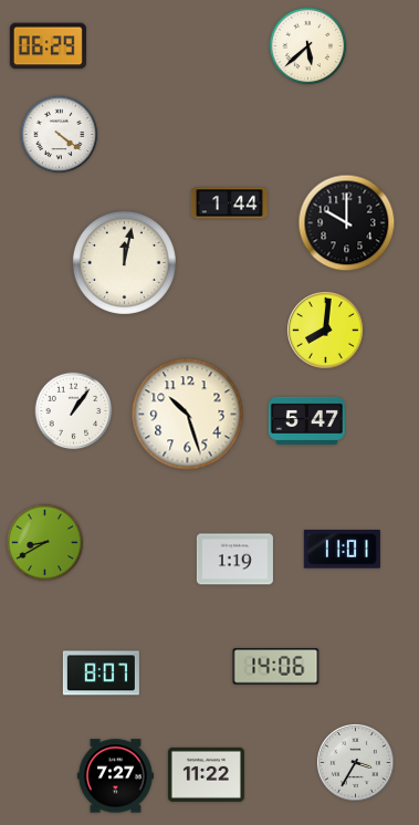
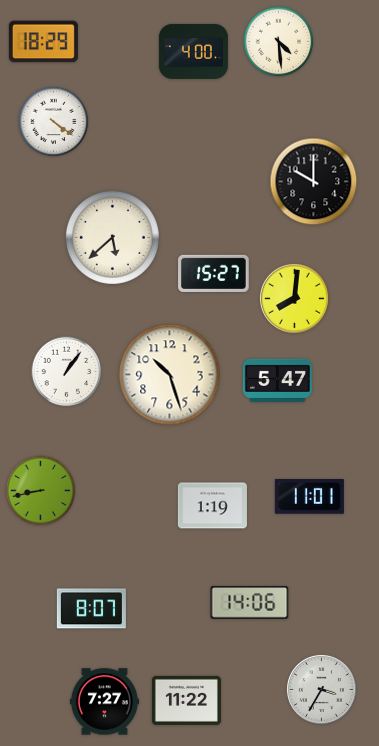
clock at (48, 46): 06:29 -> 18:29
clock at (308, 46): 5:38 -> 4:29
clock at (193, 51): none -> 4:00
clock at (229, 203): 1:44 -> none
clock at (347, 223) position: (347, 223) -> (314, 182)
clock at (124, 262): 12:02 -> 5:38
clock at (214, 273): none -> 15:27
clock at (45, 543): 8:40 -> 8:43
